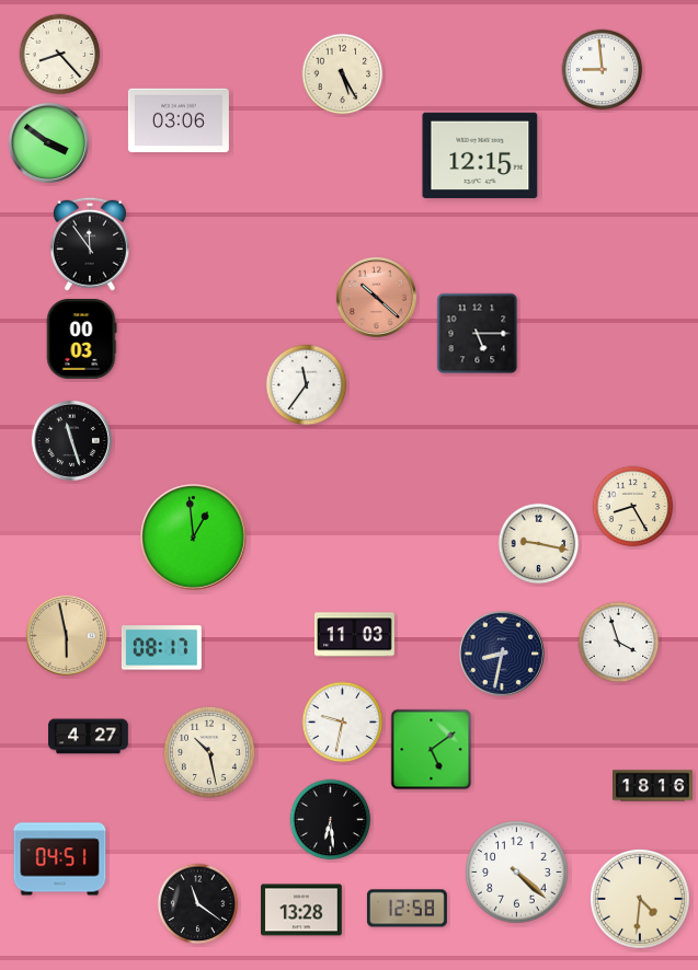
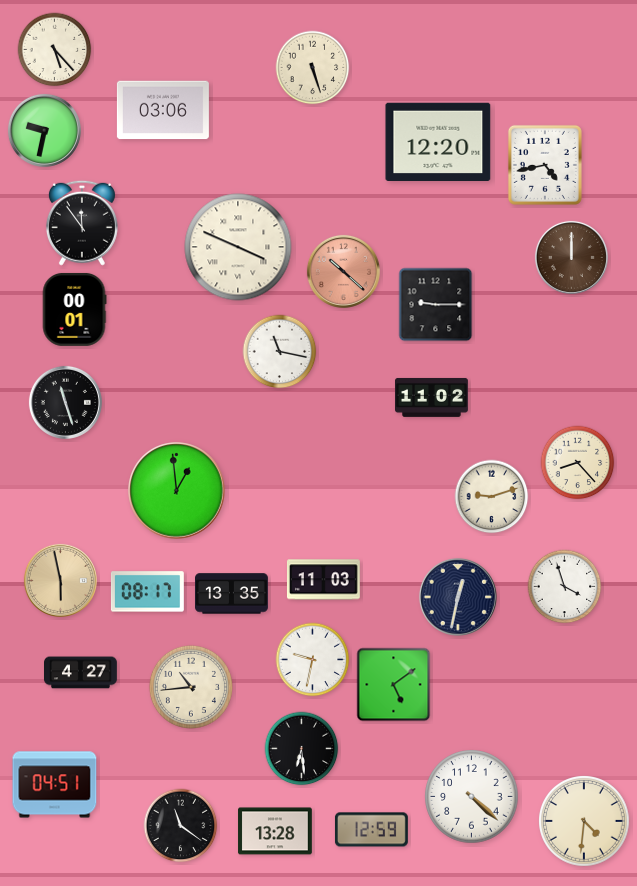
clock at (60, 55): 8:23 -> 5:23
clock at (603, 70): 8:59 -> none
clock at (343, 74): 5:25 -> 5:27
clock at (48, 142): 3:51 -> 9:32
clock at (480, 154): 12:15 -> 12:20
clock at (545, 165): none -> 4:43
clock at (238, 247): none -> 3:49
clock at (571, 257): none -> 12:00
clock at (478, 334): 5:15 -> 9:15
clock at (81, 338): 00:03 -> 00:01
clock at (307, 385): 11:36 -> 11:17
clock at (432, 397): none -> 11:02
clock at (633, 507): 8:25 -> 8:23
clock at (539, 544): 9:17 -> 9:12
clock at (232, 594): none -> 13:35
clock at (502, 654): 8:32 -> 12:32
clock at (209, 752): 10:28 -> 10:44
clock at (653, 786): 18:16 -> none
clock at (407, 909): 12:58 -> 12:59
